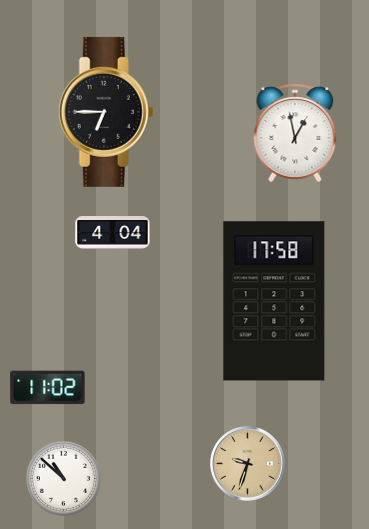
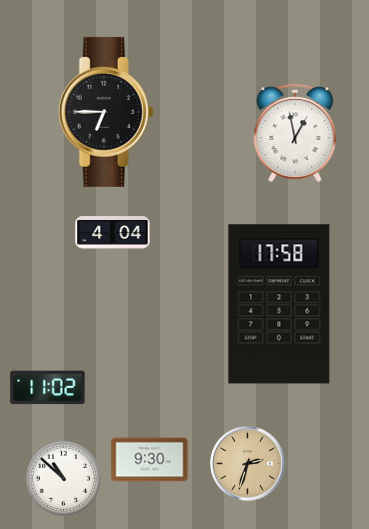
clock at (274, 301) position: (274, 301) -> (279, 304)
clock at (150, 460): none -> 9:30
clock at (248, 464): 9:33 -> 2:33
